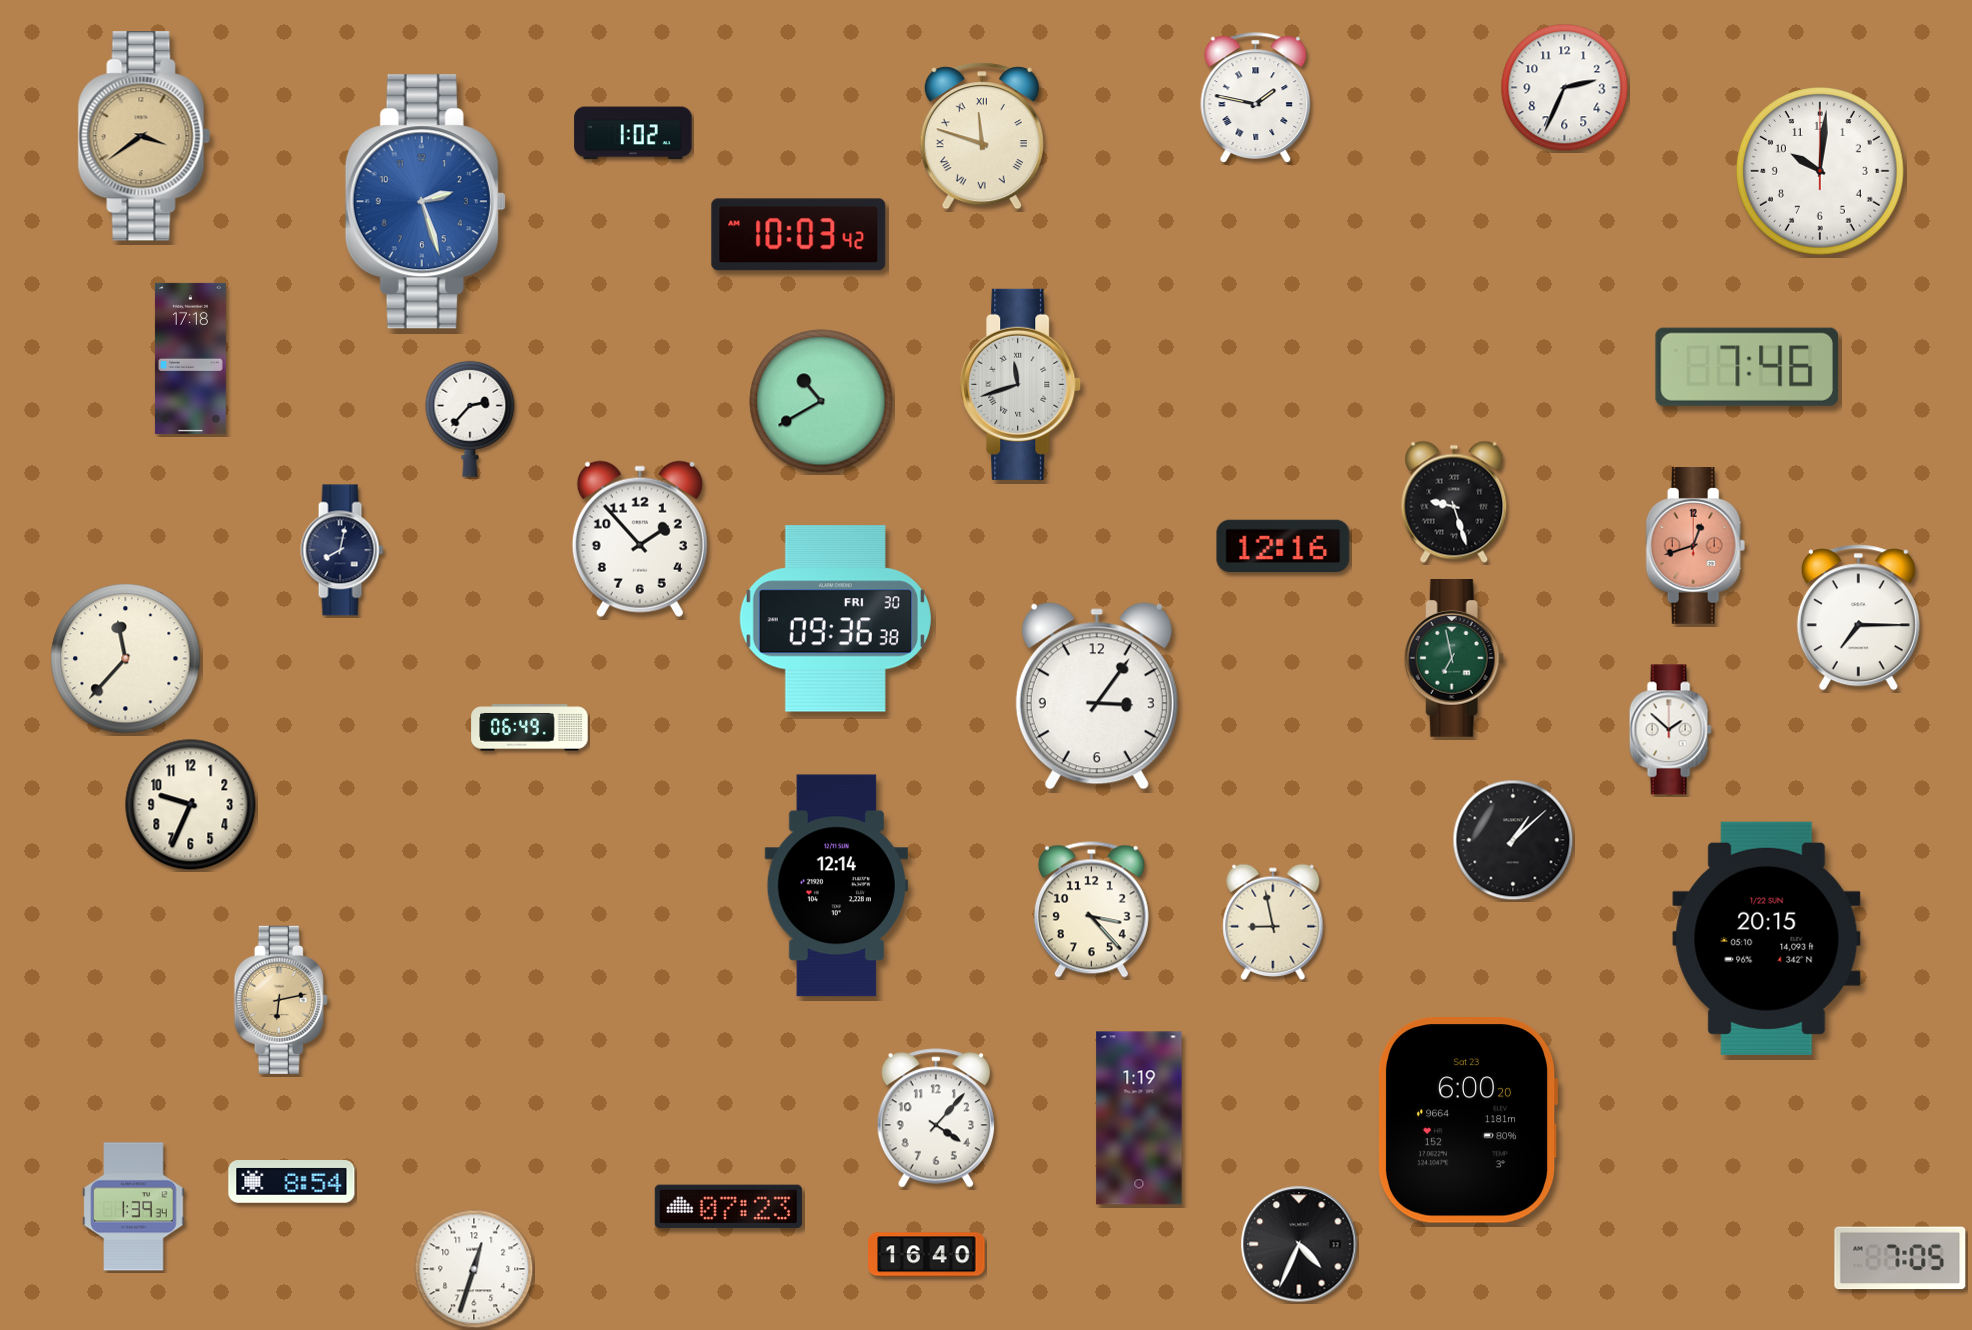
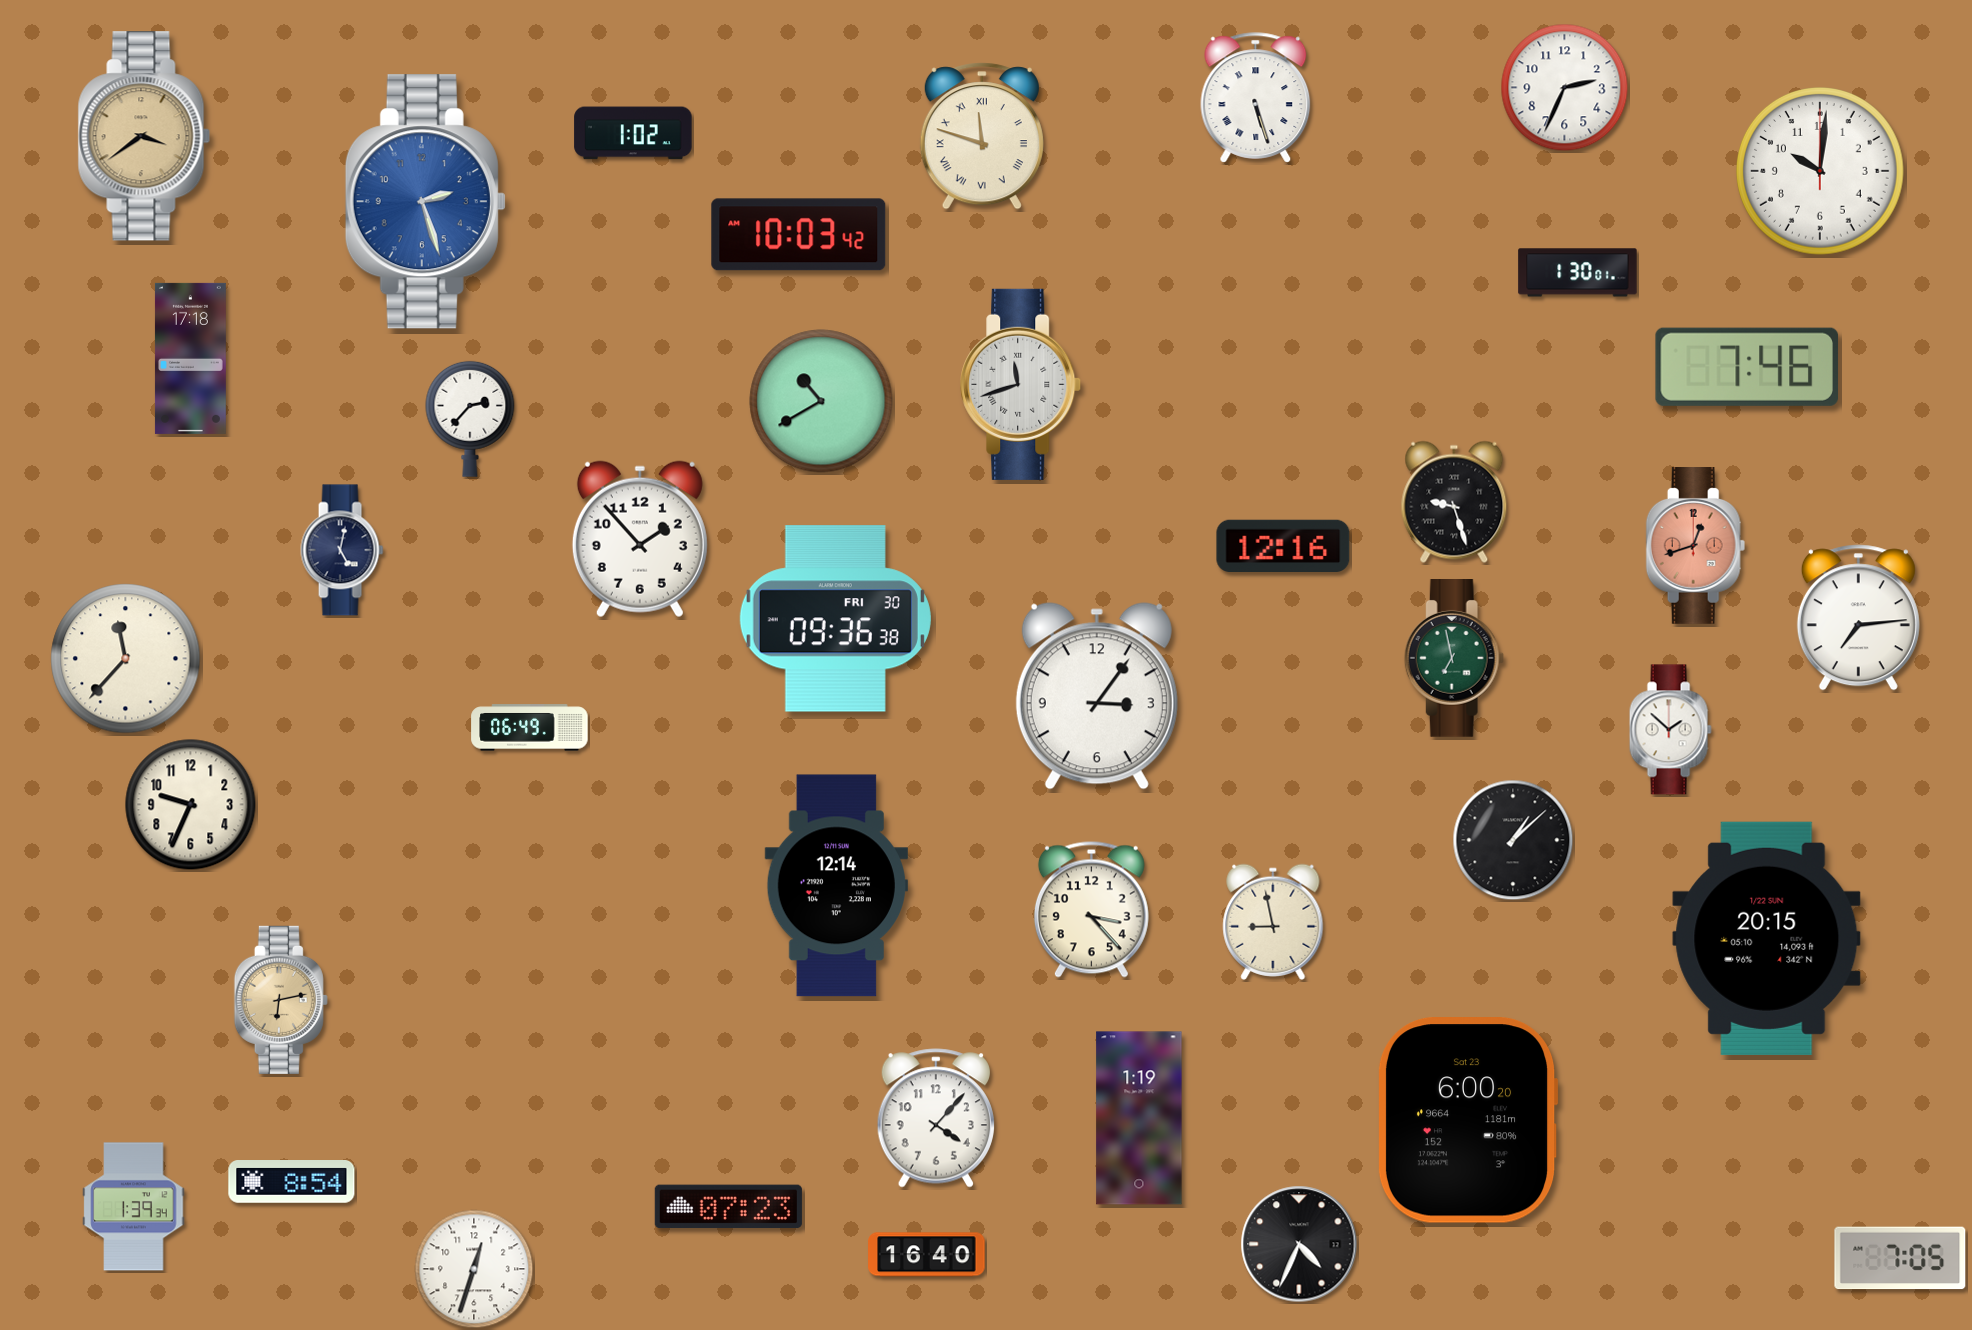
clock at (1256, 98): 1:47 -> 5:27
clock at (1578, 273): none -> 1:30
clock at (342, 550): 8:02 -> 5:02
clock at (1858, 618): 7:15 -> 7:14
